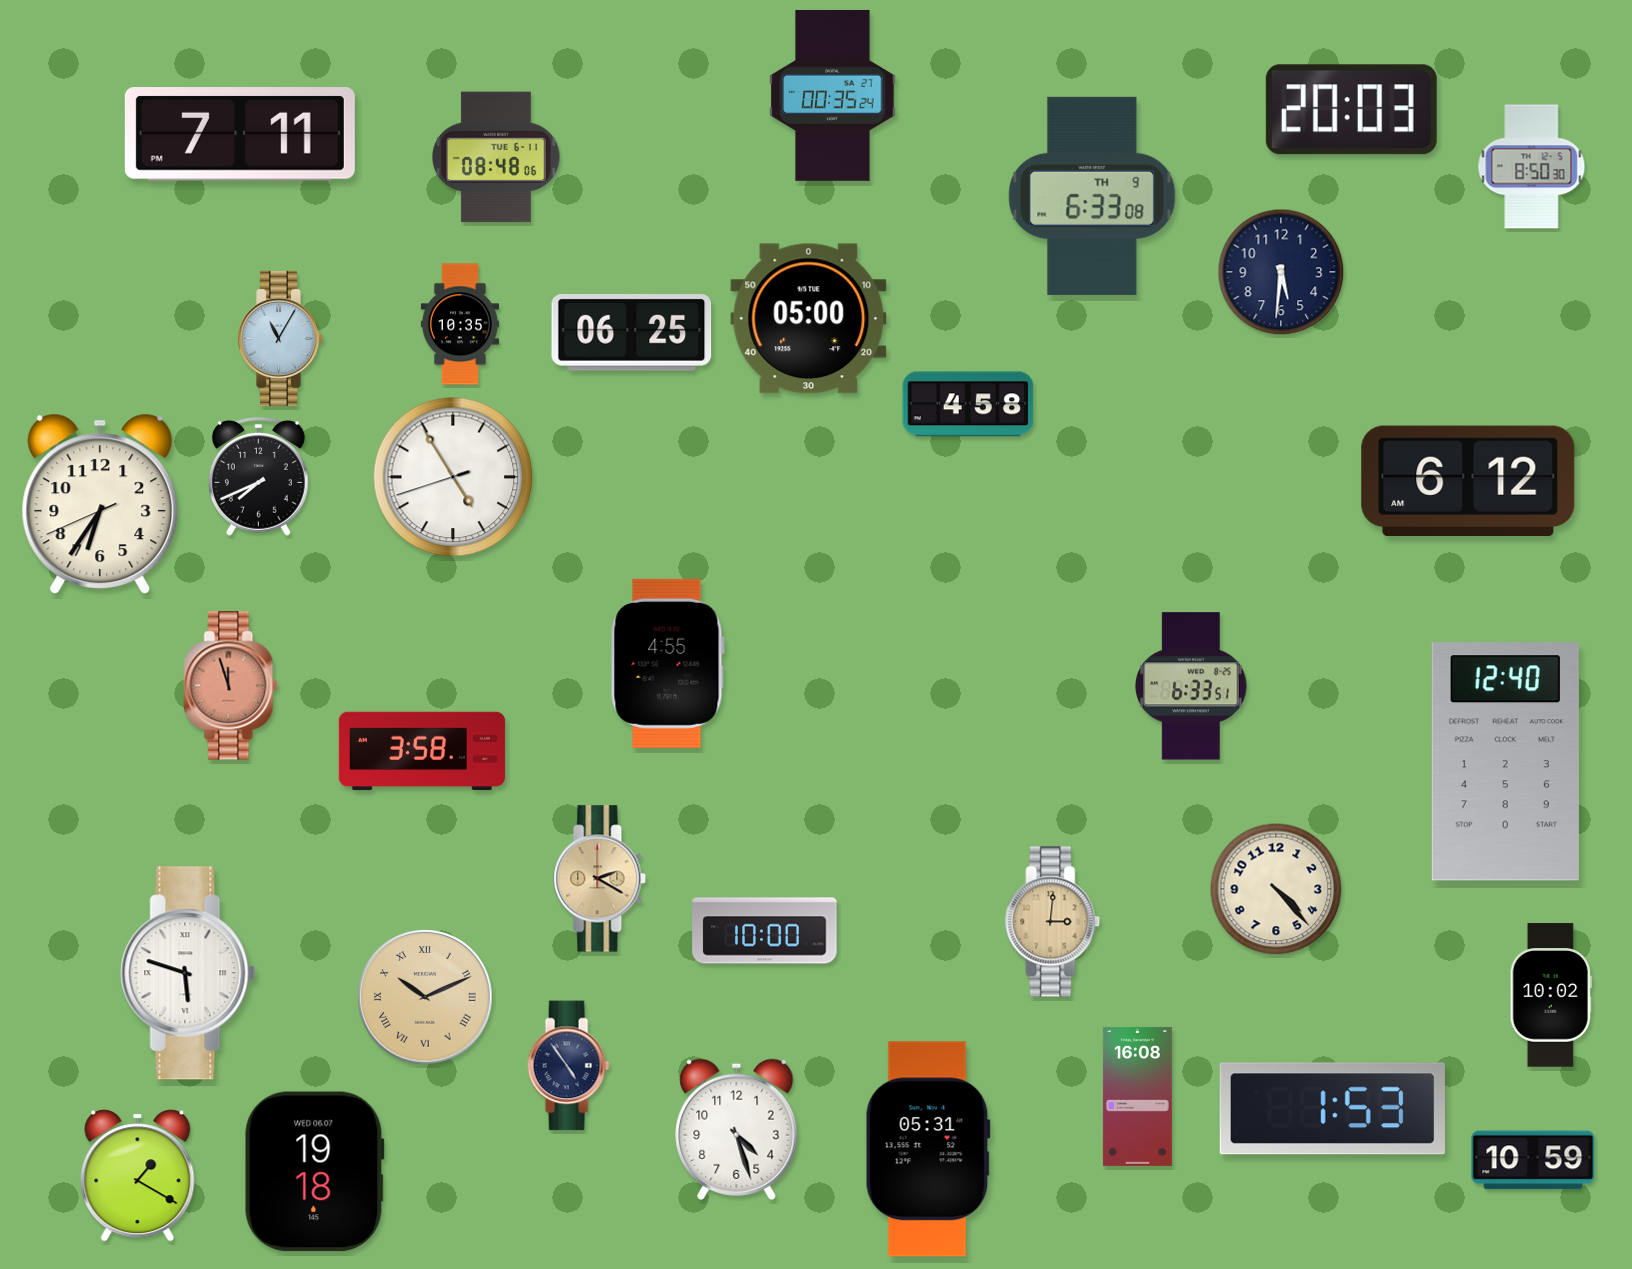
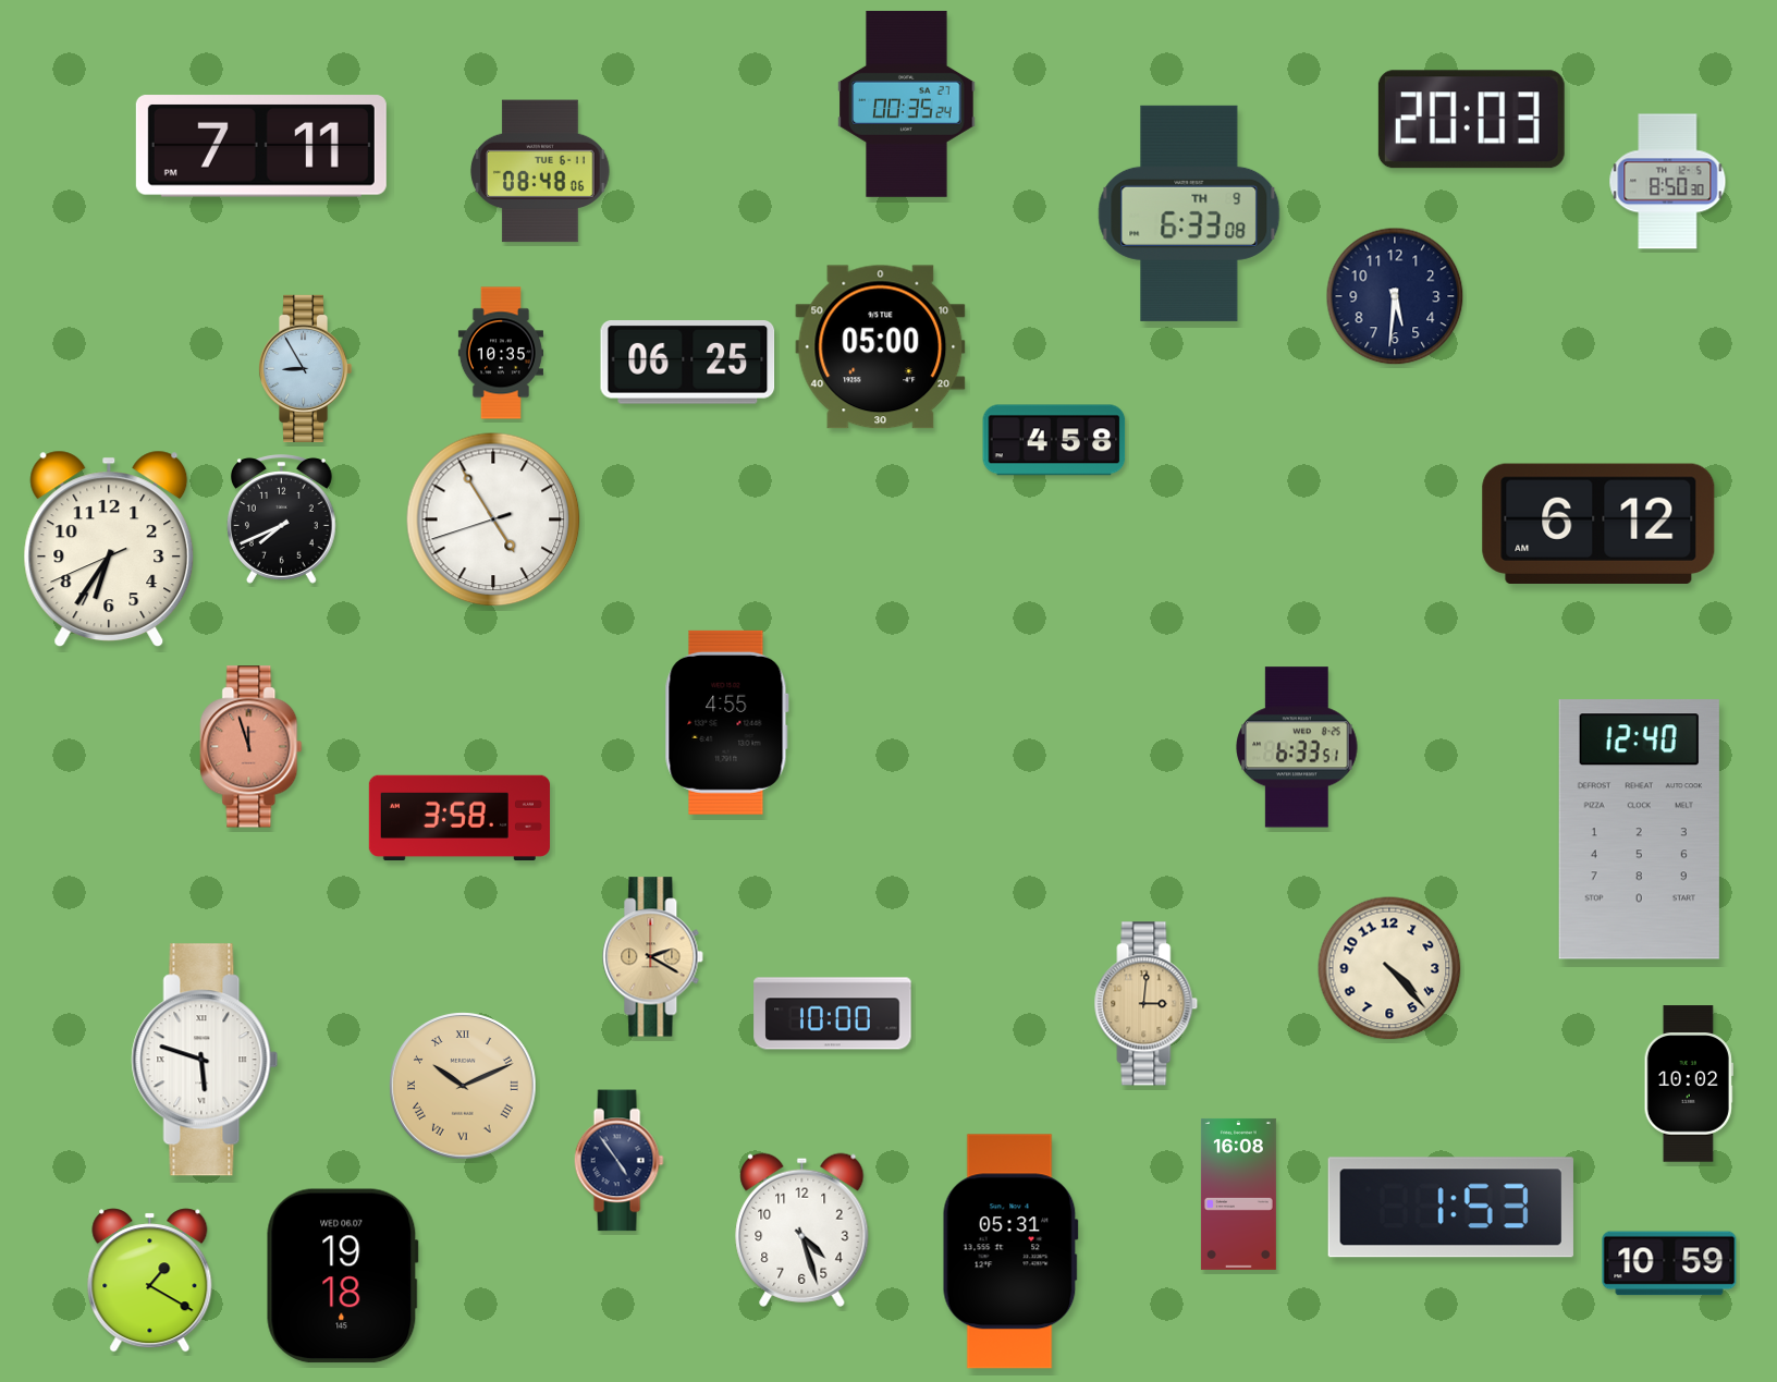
clock at (280, 338): 11:05 -> 8:55
